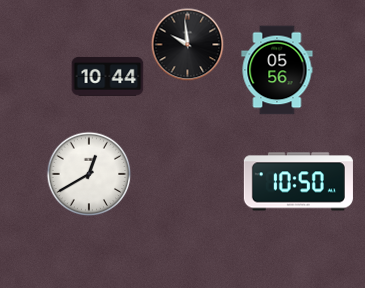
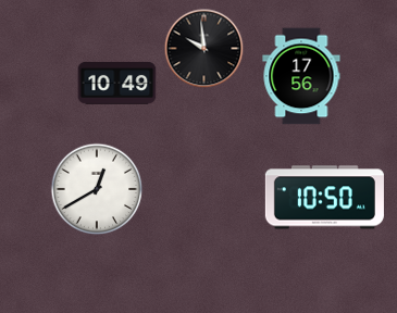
clock at (277, 70): 05:56 -> 17:56
clock at (108, 77): 10:44 -> 10:49
